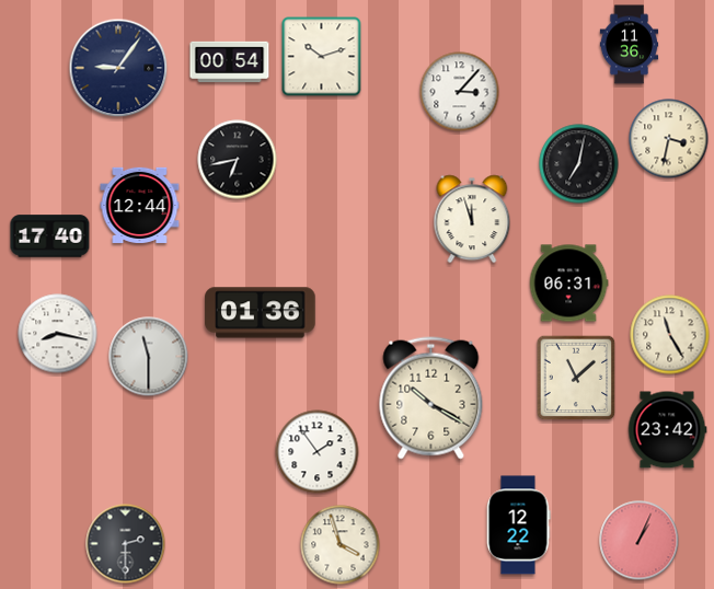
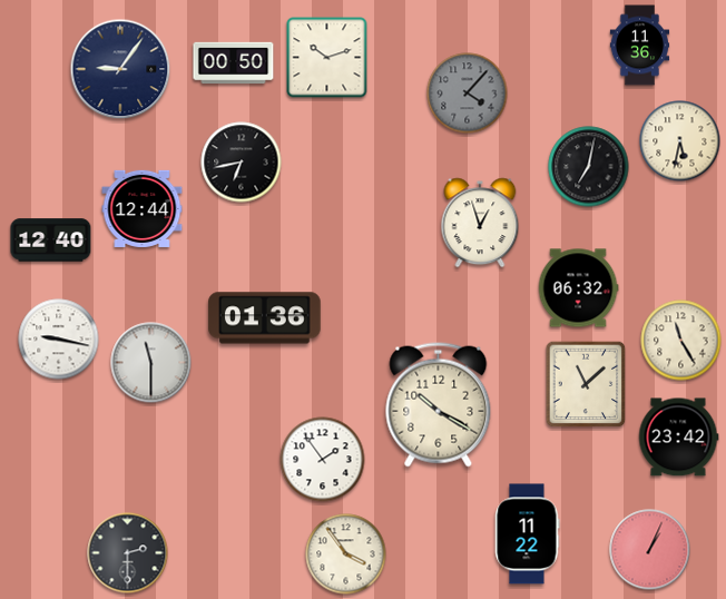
clock at (230, 62): 00:54 -> 00:50
clock at (460, 92): 3:07 -> 4:07
clock at (460, 92) dial: white -> grey
clock at (669, 139): 3:32 -> 5:32
clock at (472, 219): 11:57 -> 12:57
clock at (50, 236): 17:40 -> 12:40
clock at (568, 284): 06:31 -> 06:32
clock at (58, 334): 8:17 -> 9:17
clock at (519, 526): 12:22 -> 11:22
clock at (341, 545): 3:57 -> 3:54
